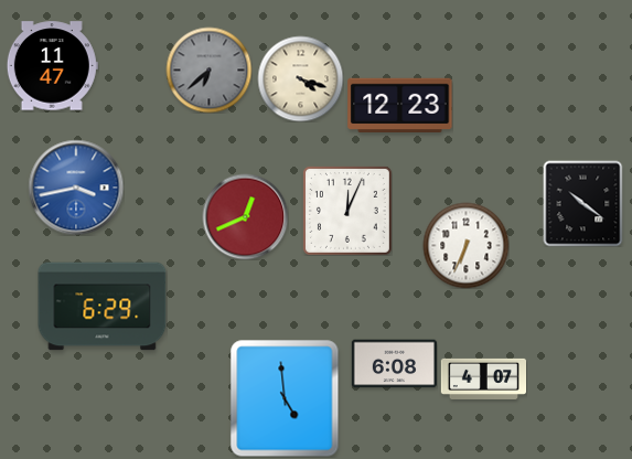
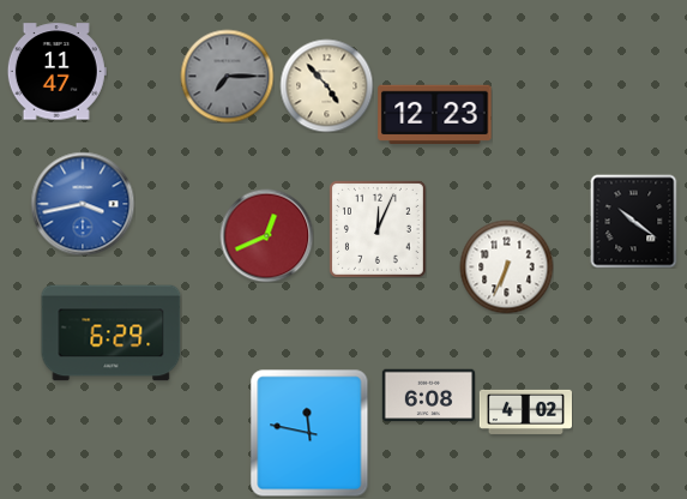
clock at (208, 70): 6:38 -> 7:15
clock at (300, 78): 4:18 -> 4:53
clock at (483, 378): 4:07 -> 4:02
clock at (285, 398): 4:59 -> 11:47
